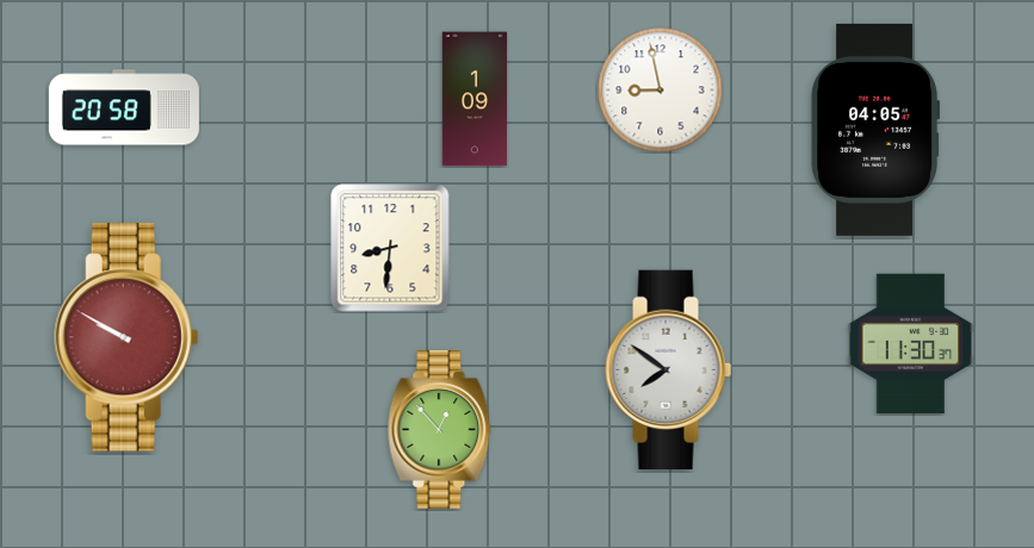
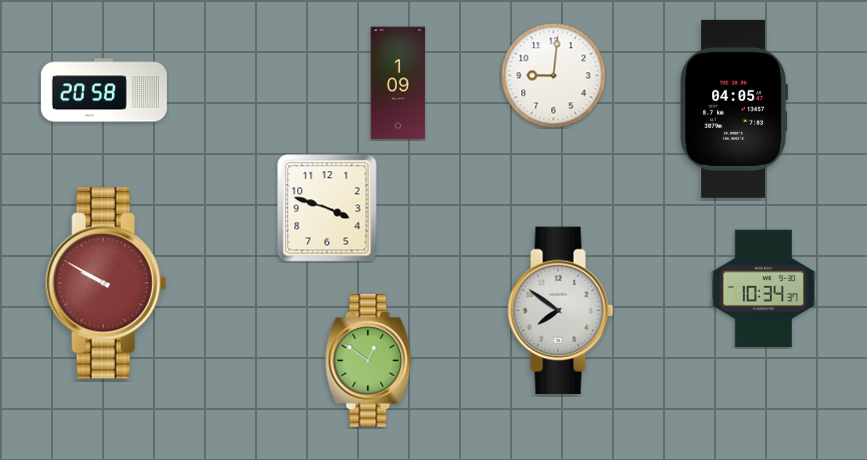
clock at (661, 91): 8:58 -> 9:01
clock at (390, 248): 8:31 -> 3:48
clock at (911, 344): 11:30 -> 10:34
clock at (440, 430): 12:53 -> 12:51
